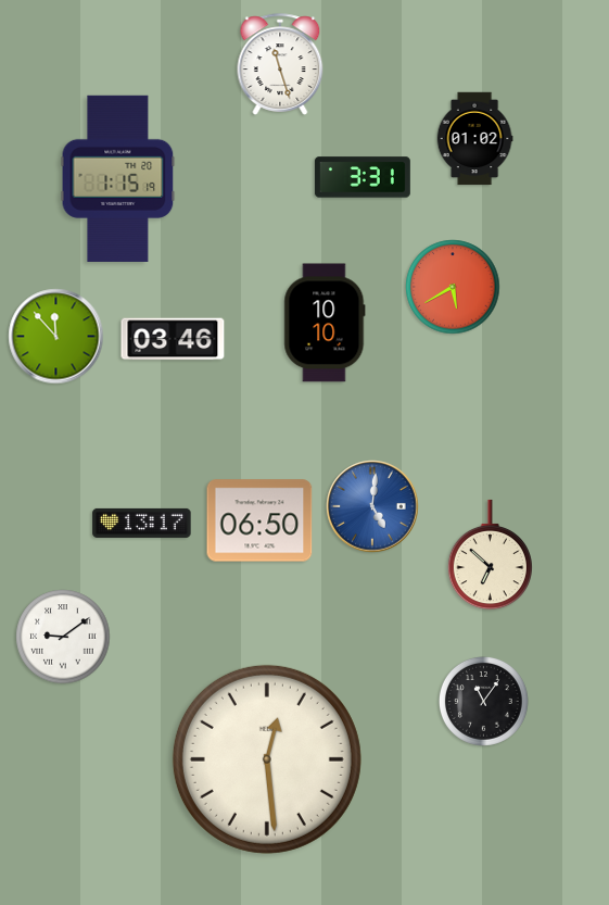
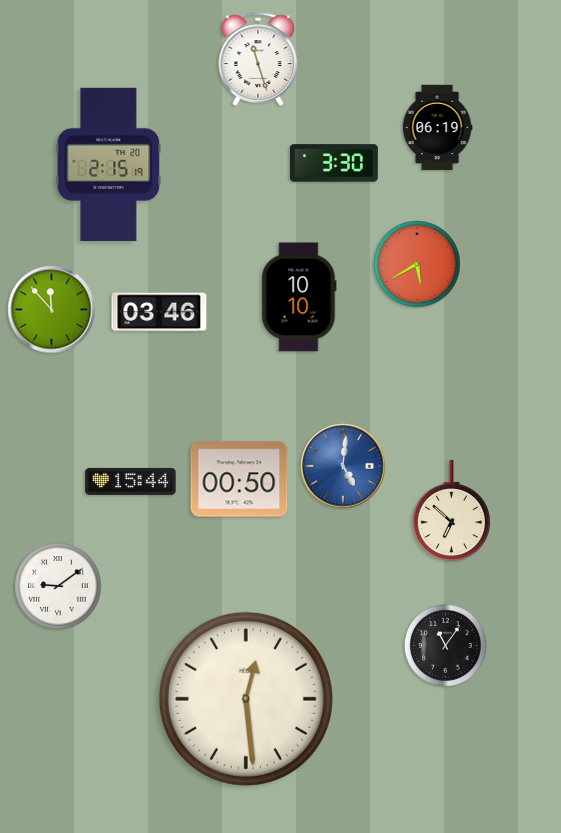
clock at (474, 139): 01:02 -> 06:19
clock at (363, 177): 3:31 -> 3:30
clock at (118, 178): 1:15 -> 2:15
clock at (259, 520): 06:50 -> 00:50
clock at (142, 523): 13:17 -> 15:44
